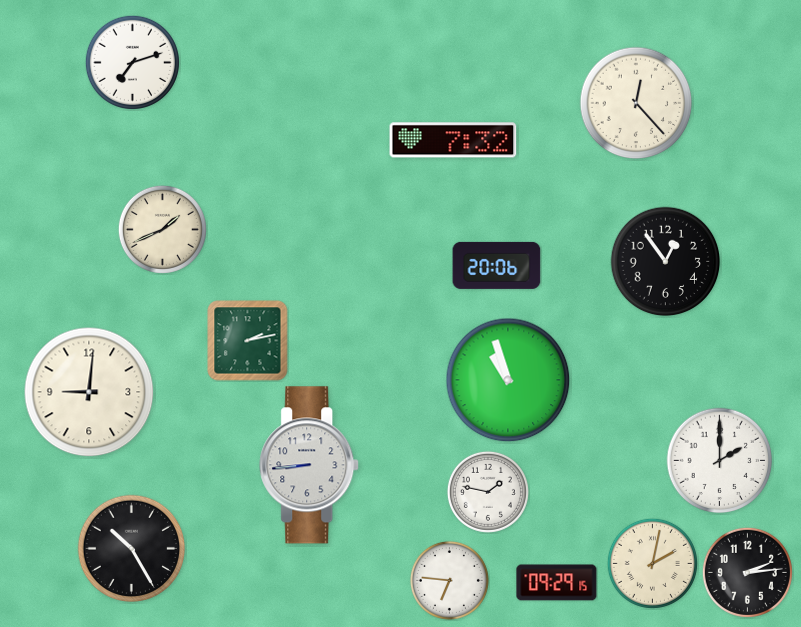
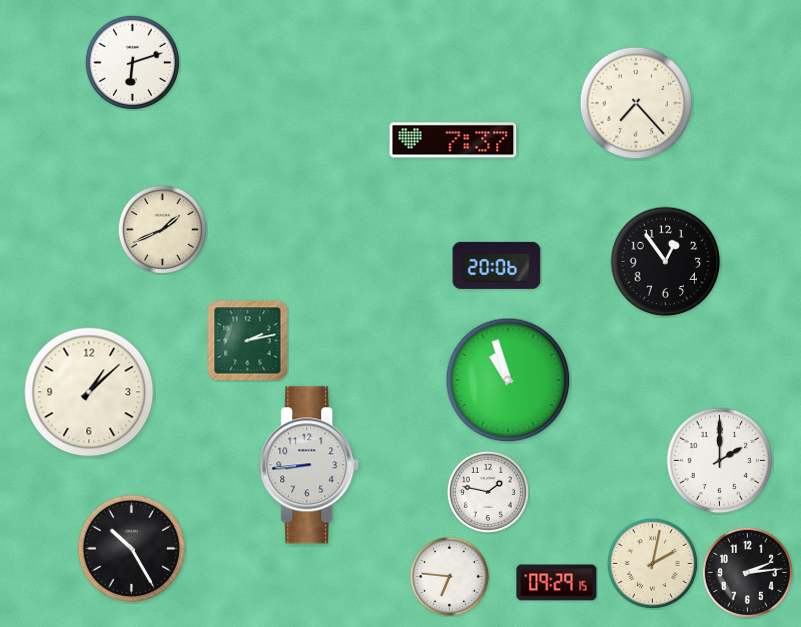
clock at (132, 62): 7:12 -> 6:12
clock at (636, 103): 12:23 -> 7:23
clock at (453, 140): 7:32 -> 7:37
clock at (89, 392): 9:01 -> 1:08
clock at (449, 580) position: (449, 580) -> (449, 576)
